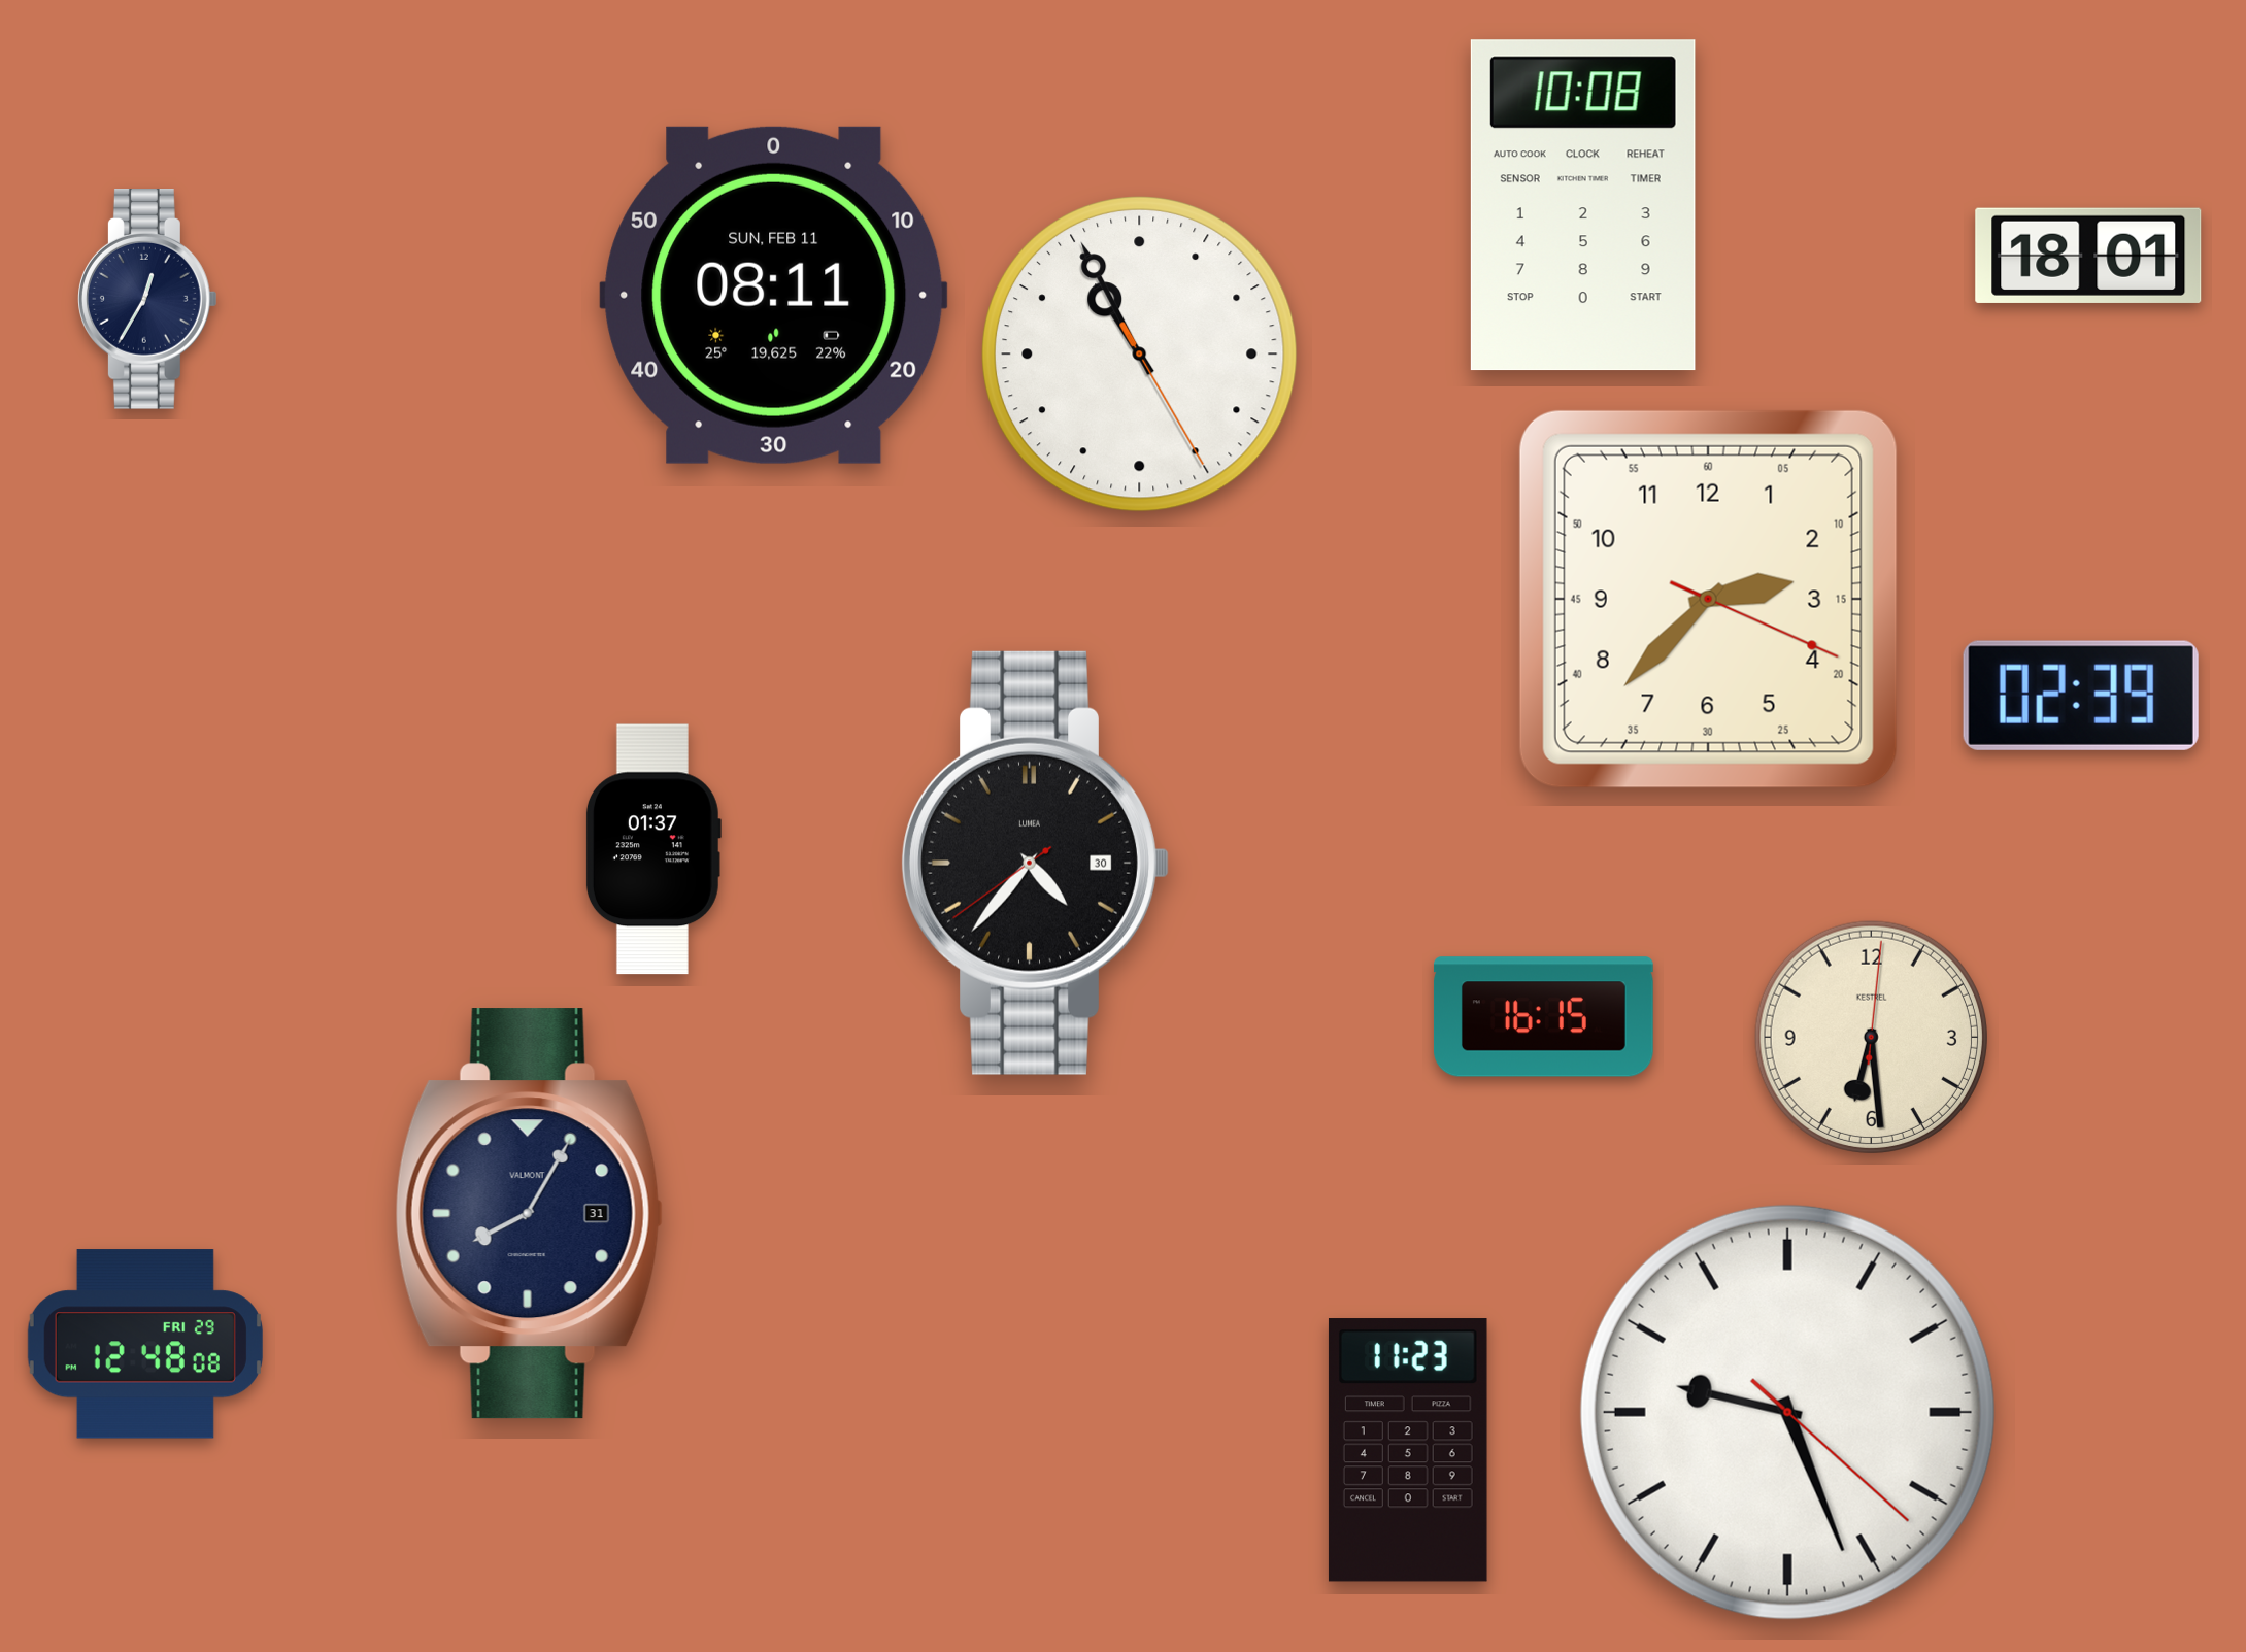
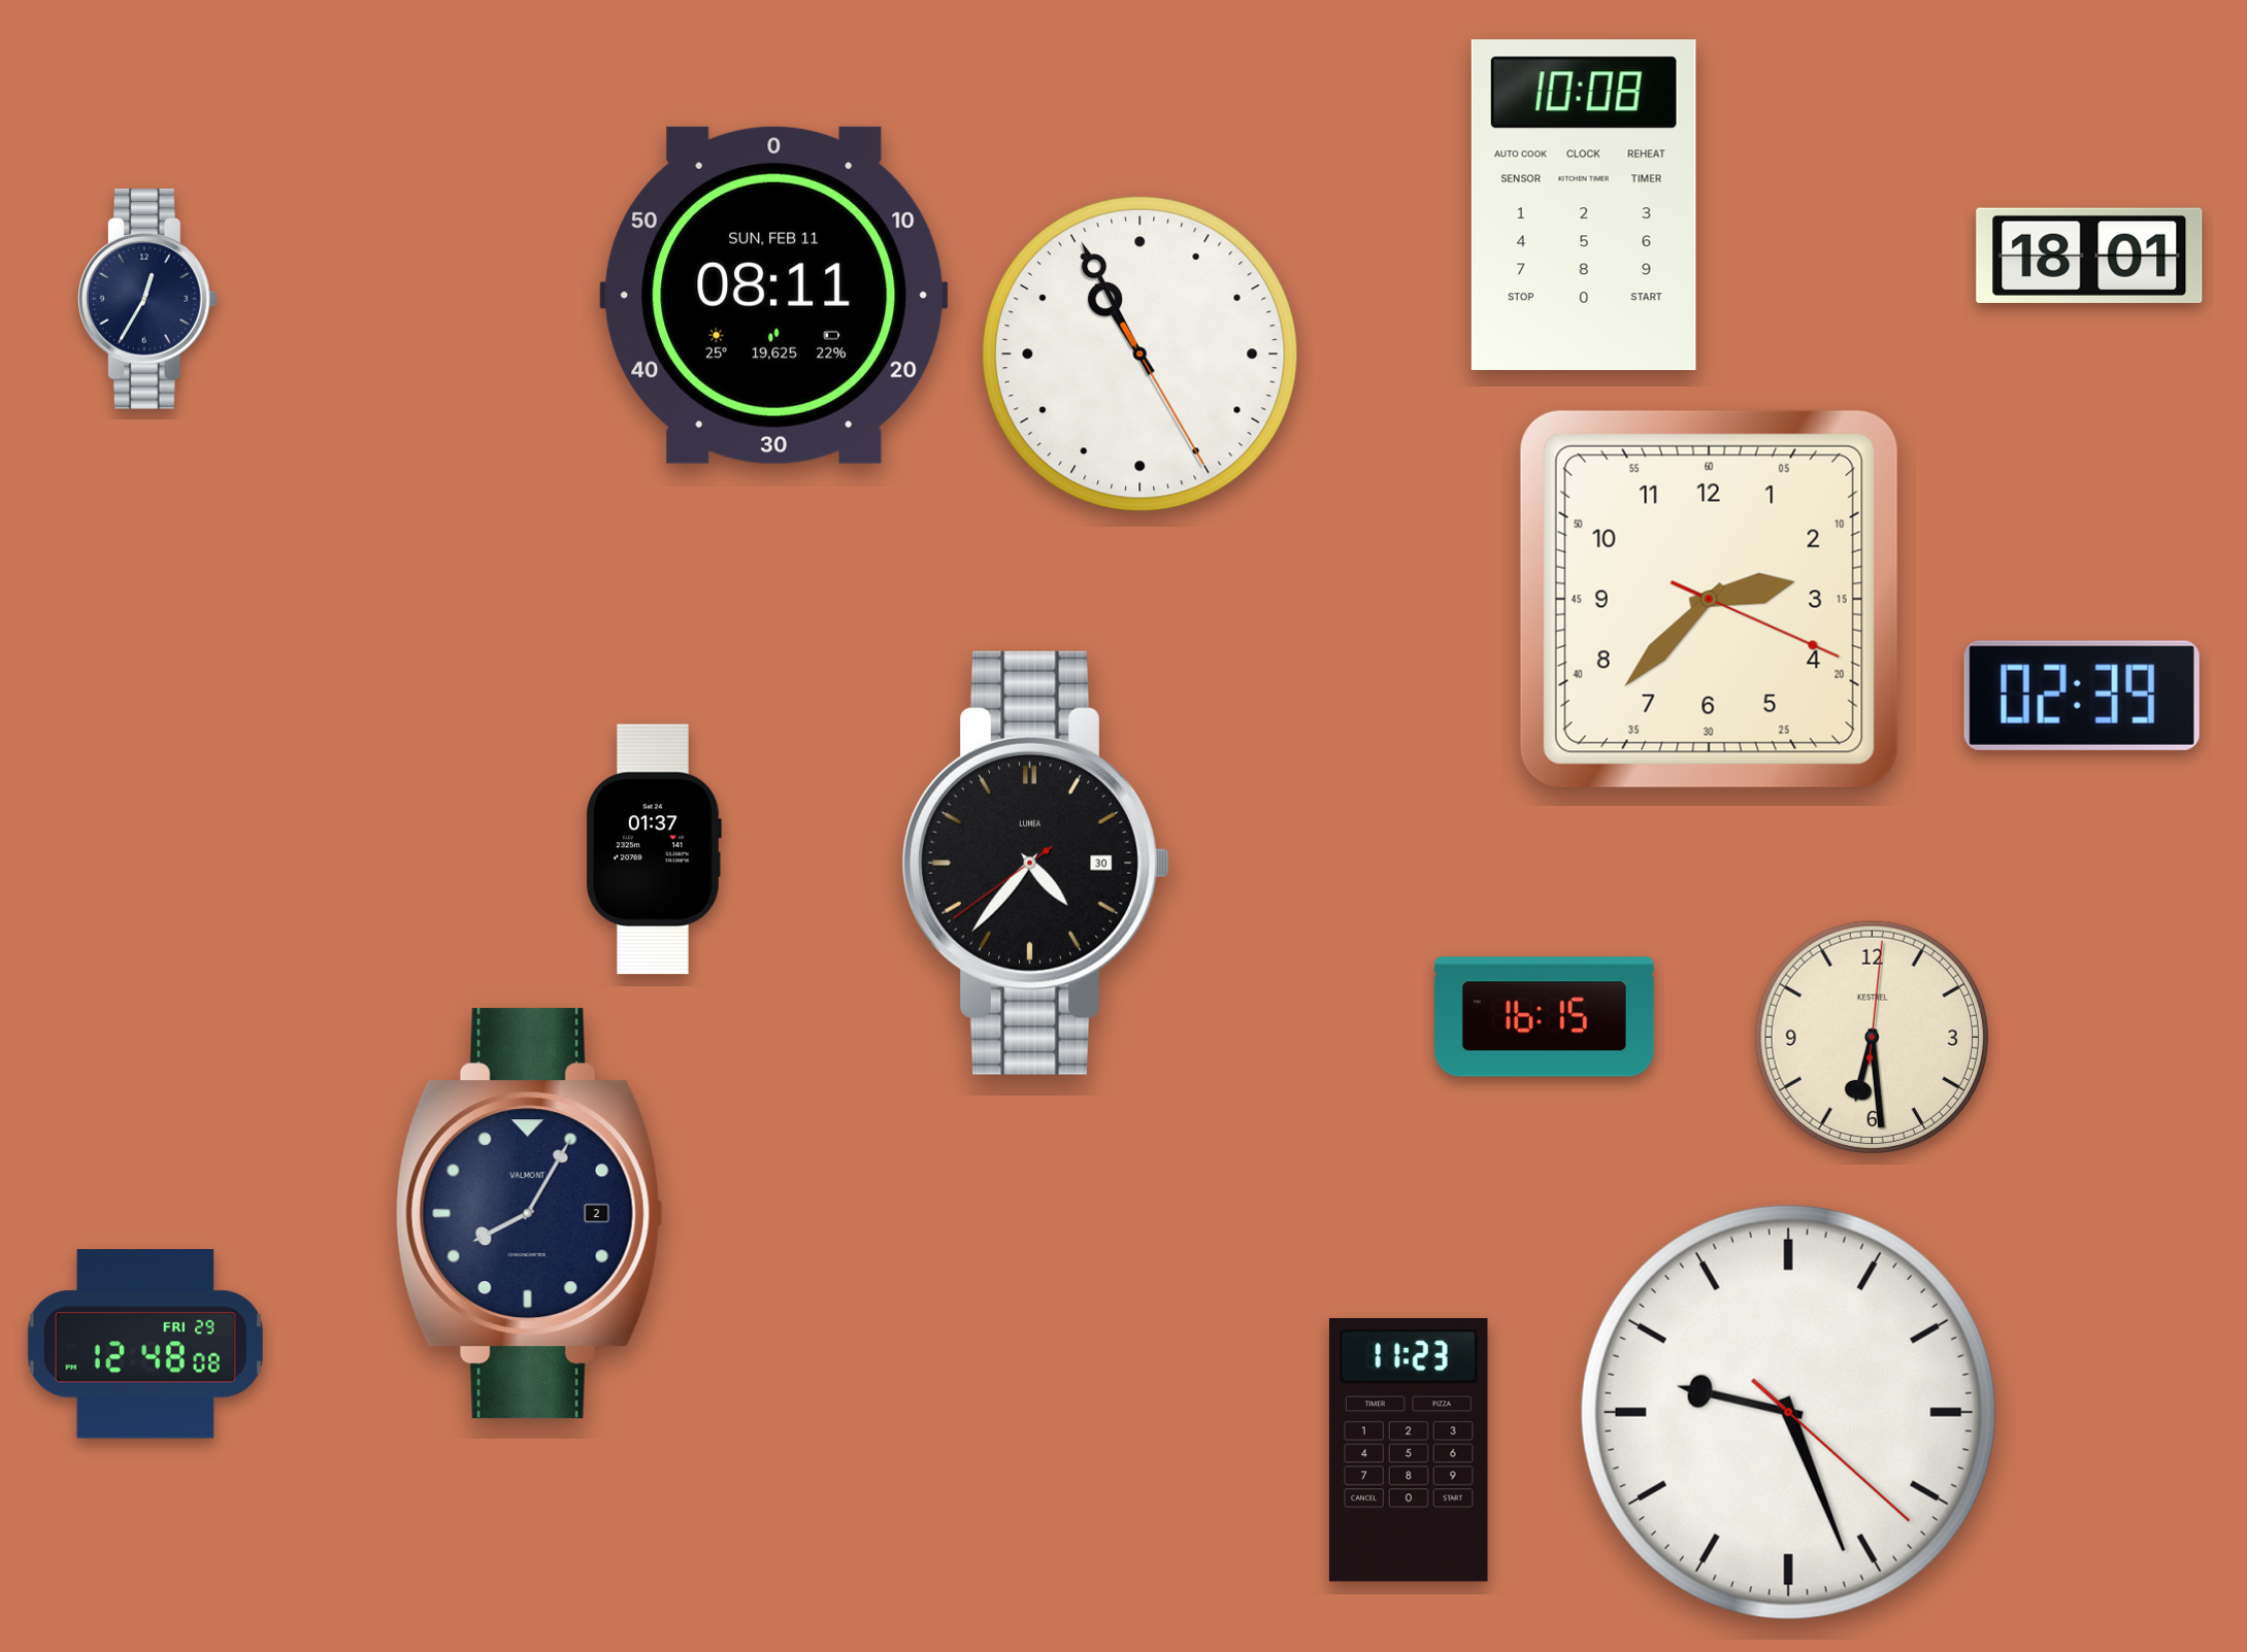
clock at (529, 1214) date: 31 -> 2
